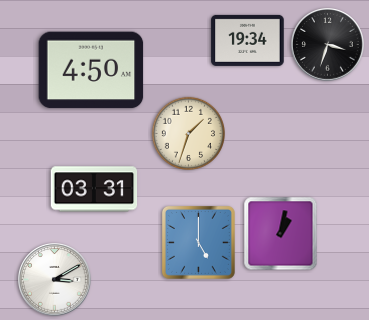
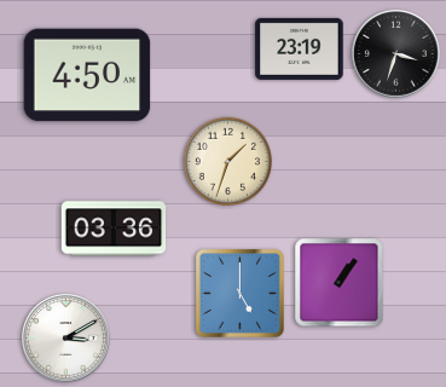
clock at (248, 40): 19:34 -> 23:19
clock at (91, 70) position: (91, 70) -> (87, 75)
clock at (94, 189): 03:31 -> 03:36
clock at (281, 234): 1:02 -> 1:06
